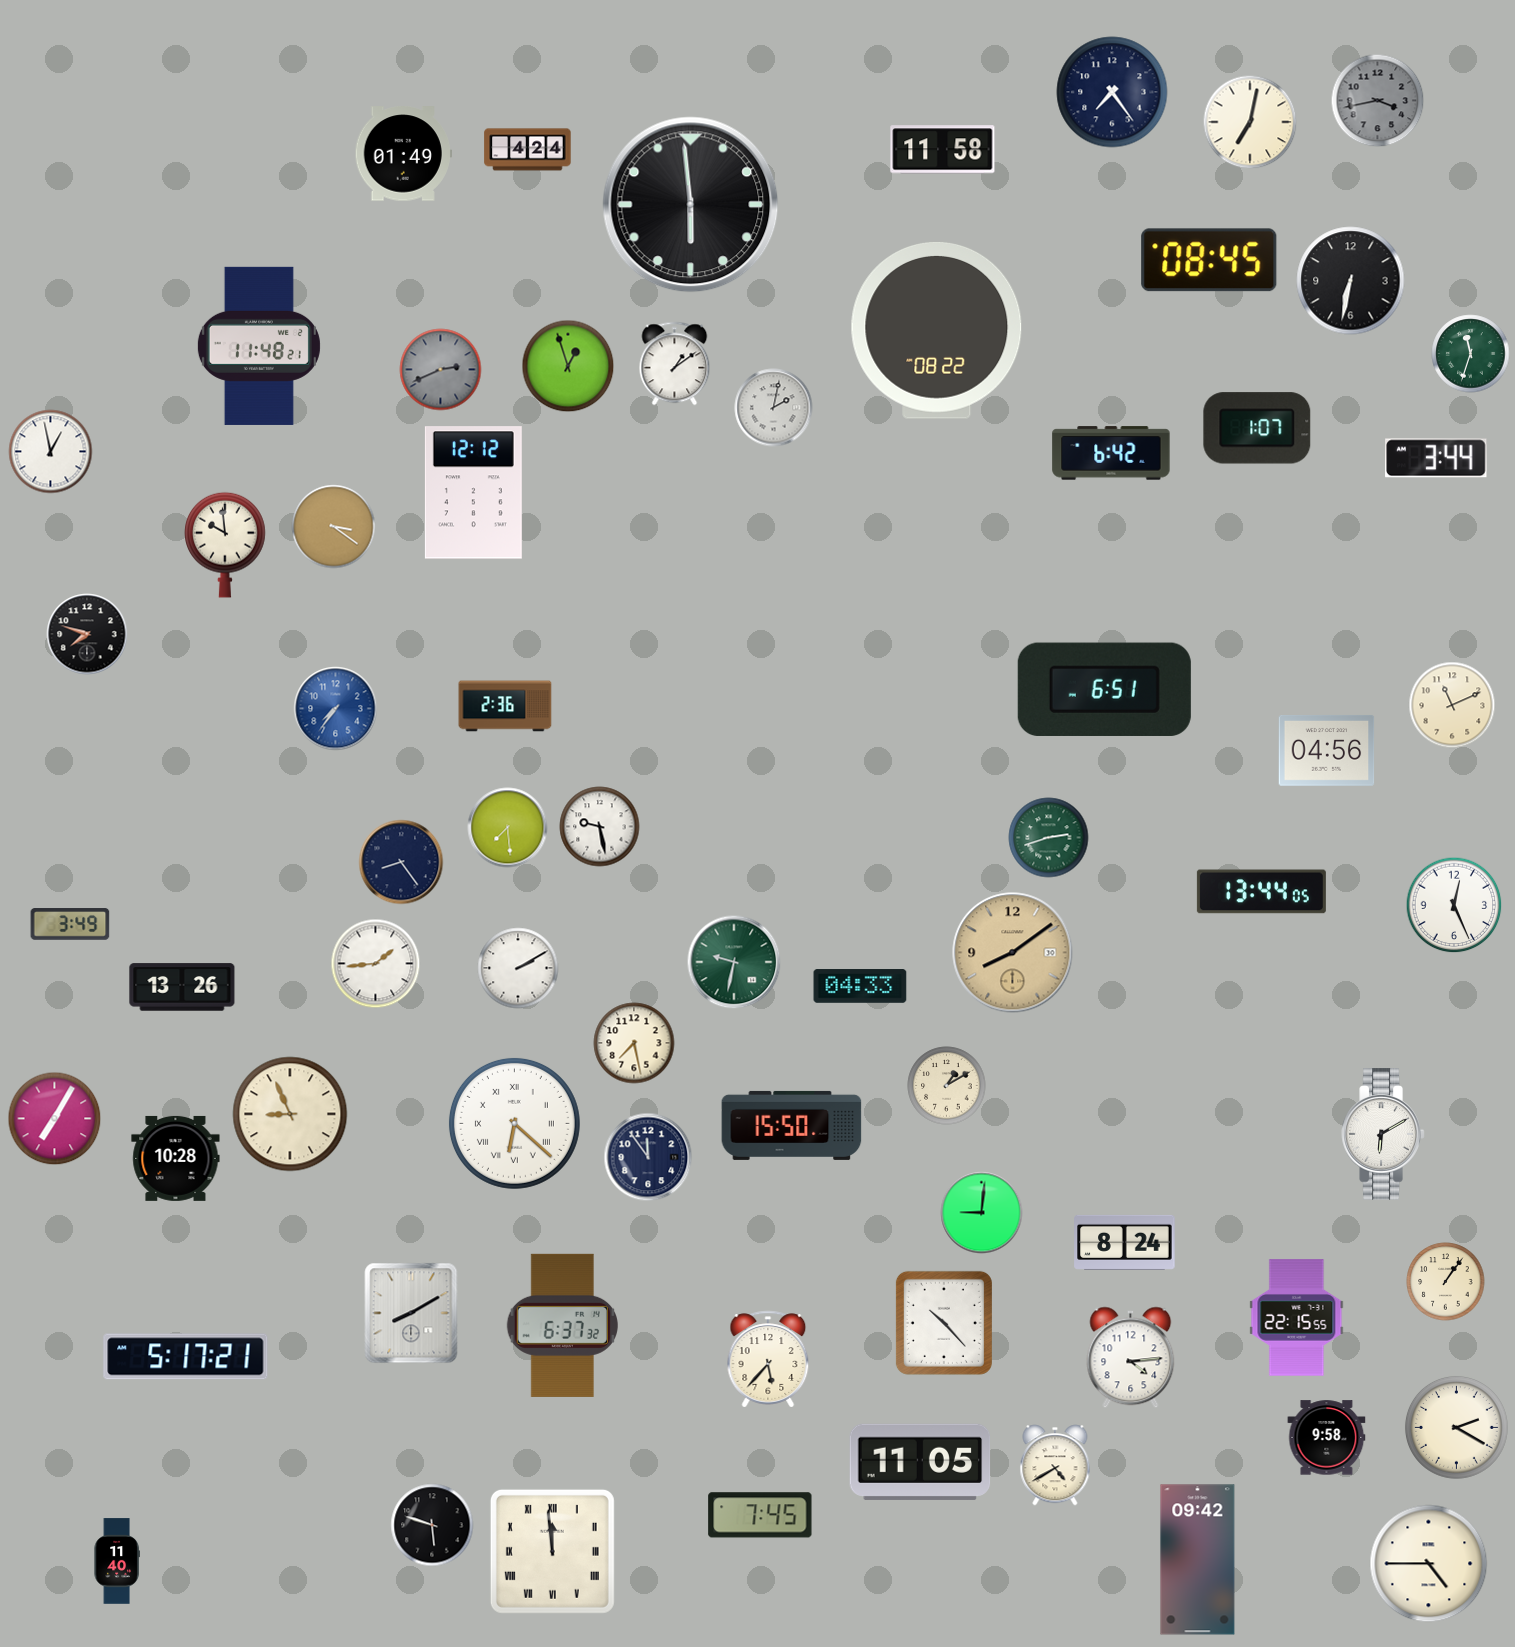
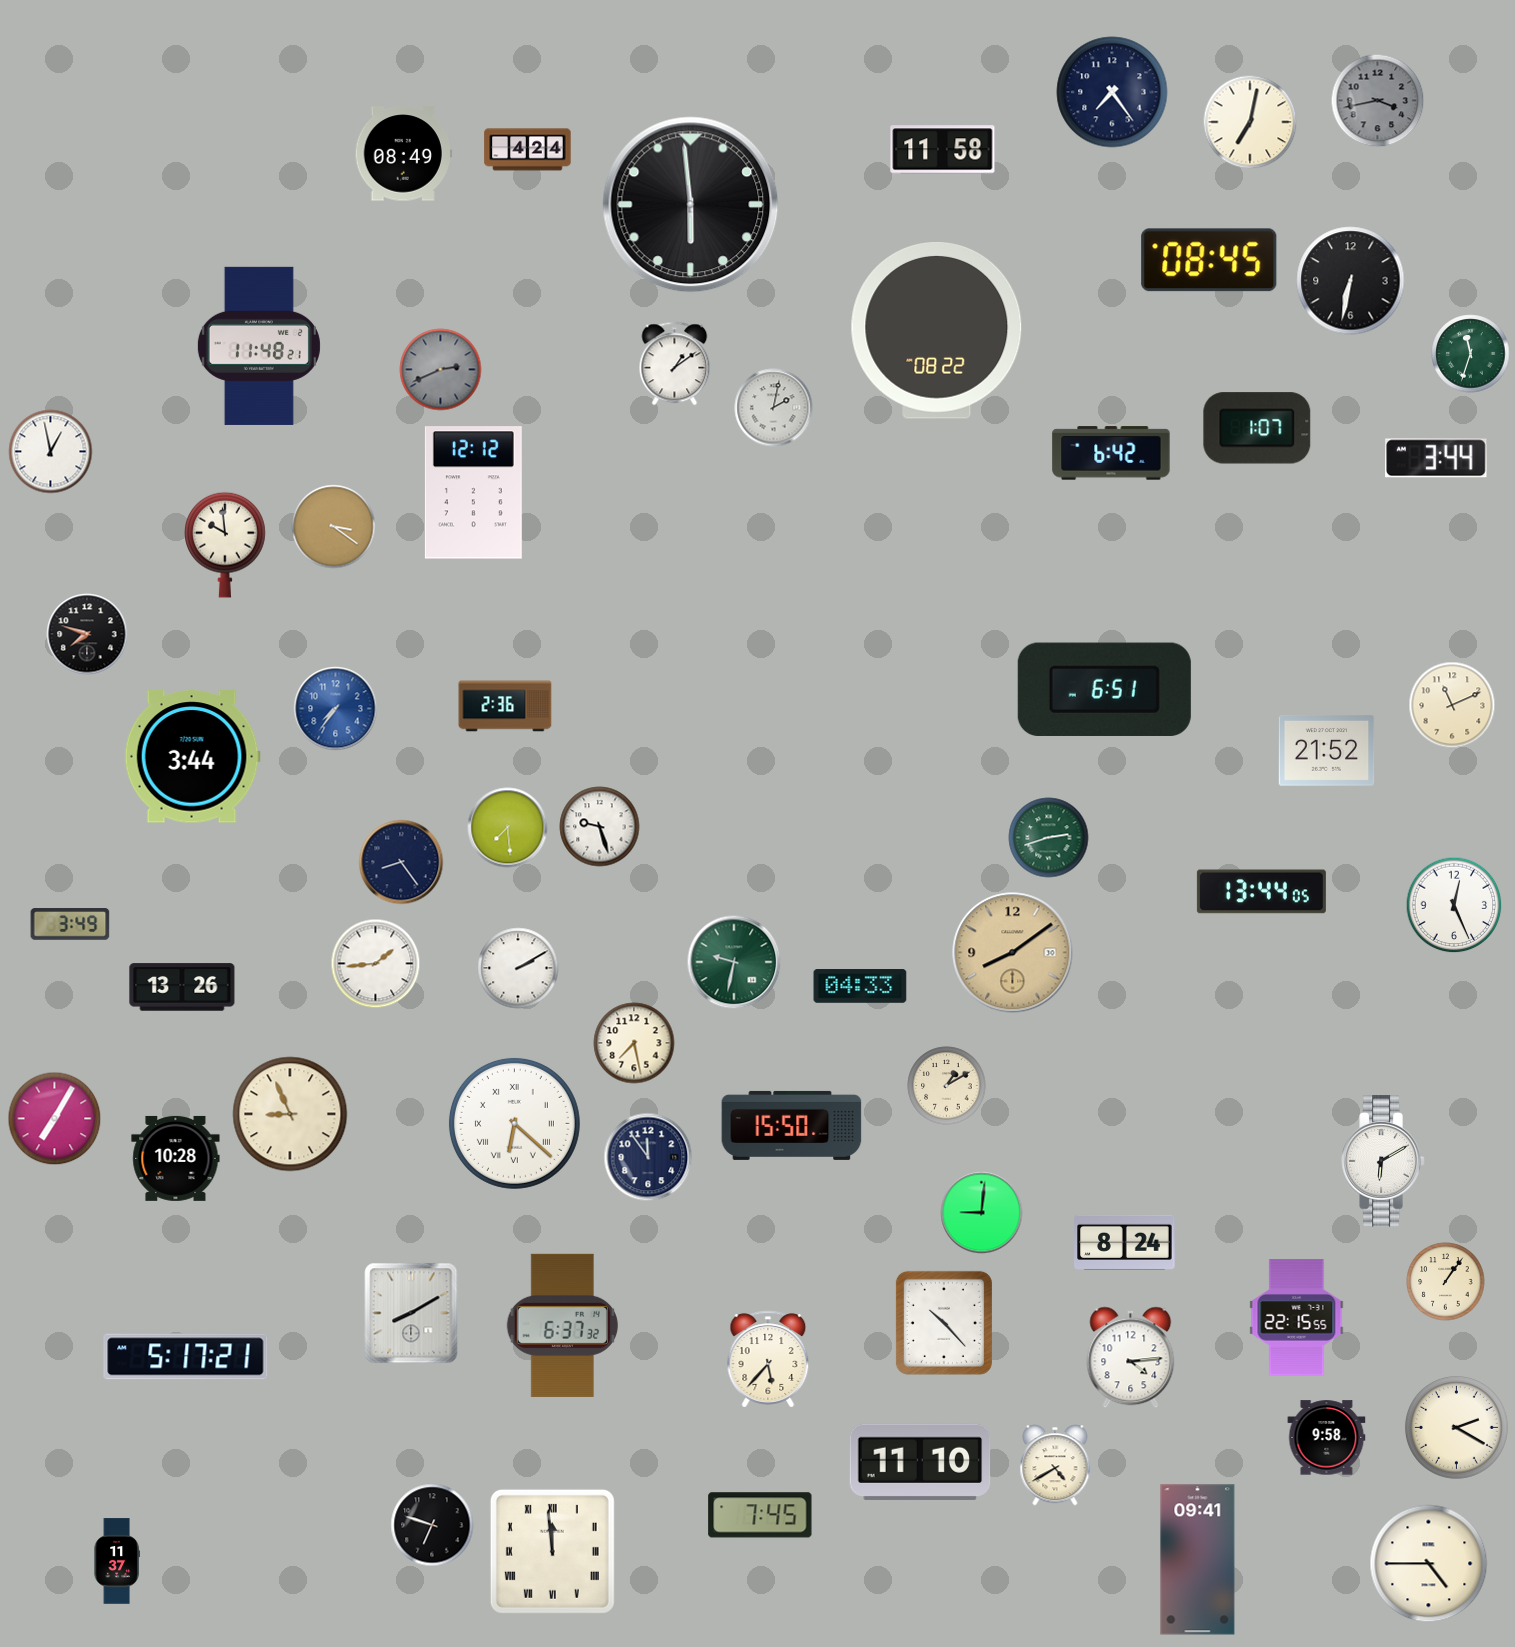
clock at (403, 154): 01:49 -> 08:49
clock at (568, 366): 12:57 -> none
clock at (1327, 750): 04:56 -> 21:52
clock at (192, 757): none -> 3:44
clock at (600, 827): 9:28 -> 9:27
clock at (1383, 1134) position: (1383, 1134) -> (1383, 1161)
clock at (920, 1462): 11:05 -> 11:10
clock at (432, 1525): 5:48 -> 6:48
clock at (1198, 1560): 09:42 -> 09:41
clock at (117, 1561): 11:40 -> 11:37
